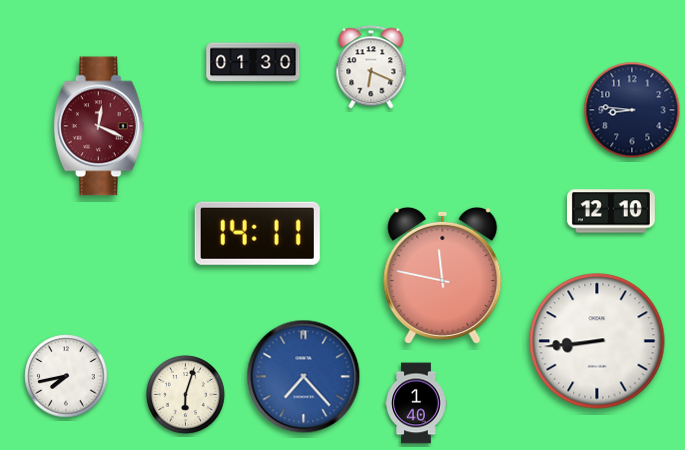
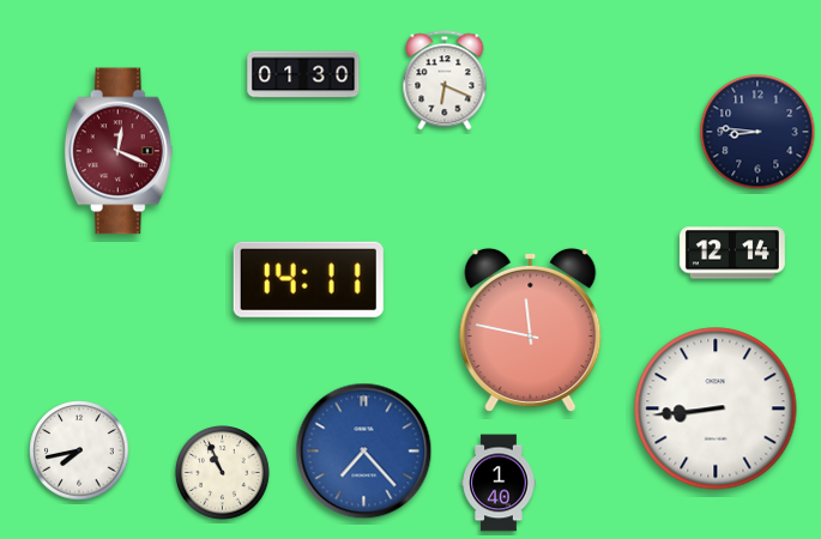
clock at (611, 211): 12:10 -> 12:14
clock at (186, 395): 6:03 -> 10:56
